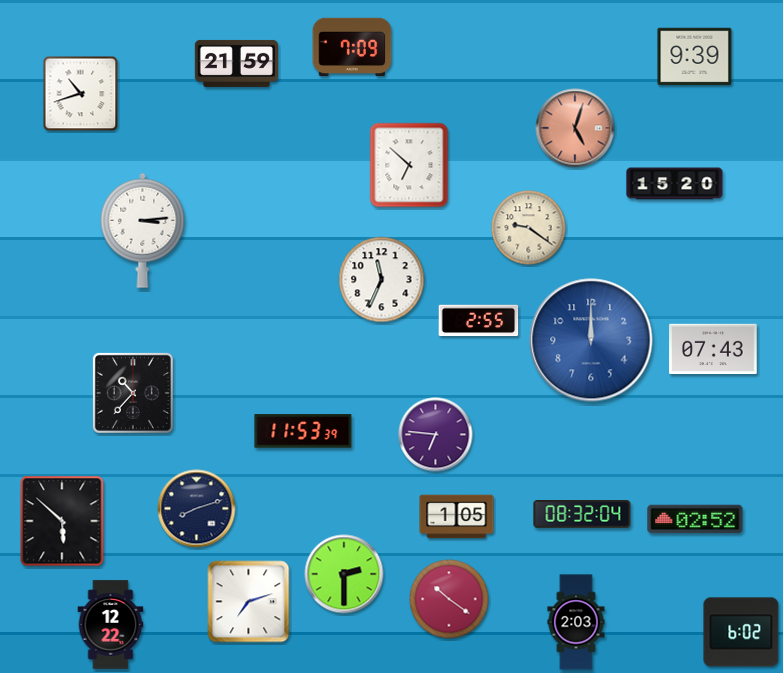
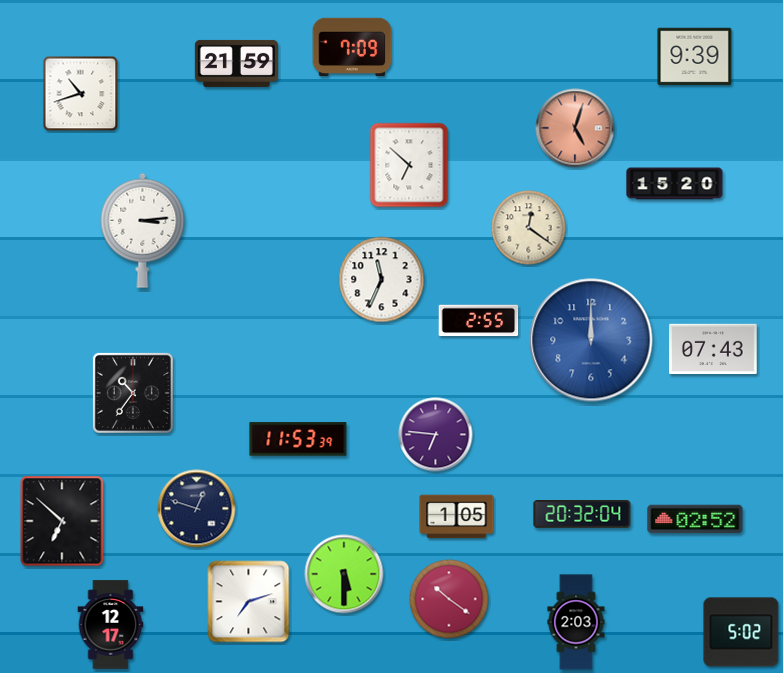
clock at (529, 228): 9:21 -> 12:21
clock at (133, 393): 10:37 -> 10:36
clock at (303, 431) position: (303, 431) -> (298, 439)
clock at (197, 509): 8:12 -> 12:48
clock at (582, 515): 08:32 -> 20:32
clock at (62, 521): 5:52 -> 6:52
clock at (344, 574): 2:30 -> 5:30
clock at (111, 625): 12:22 -> 12:17
clock at (741, 632): 6:02 -> 5:02
